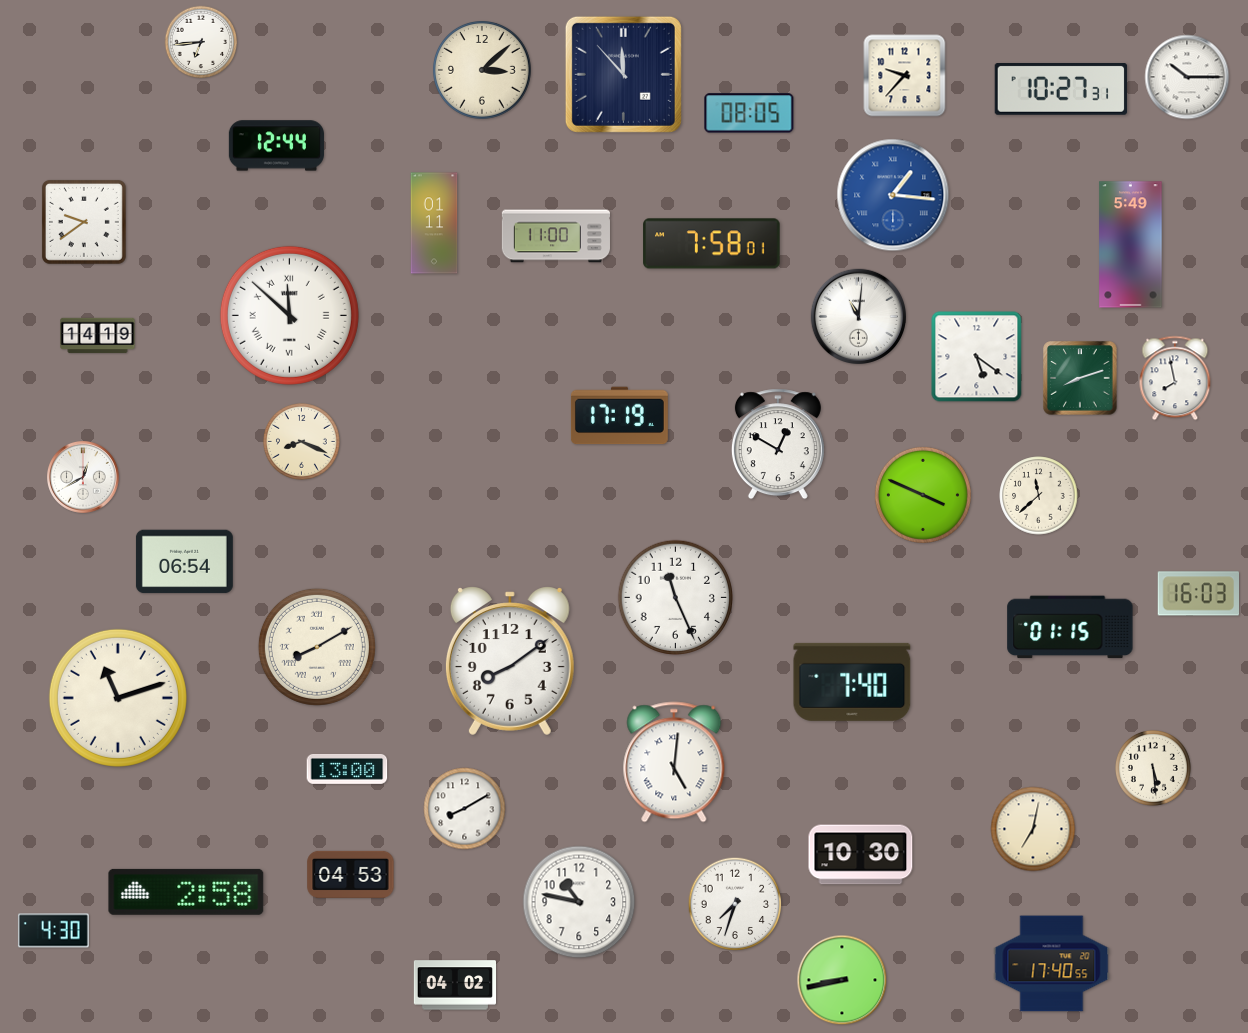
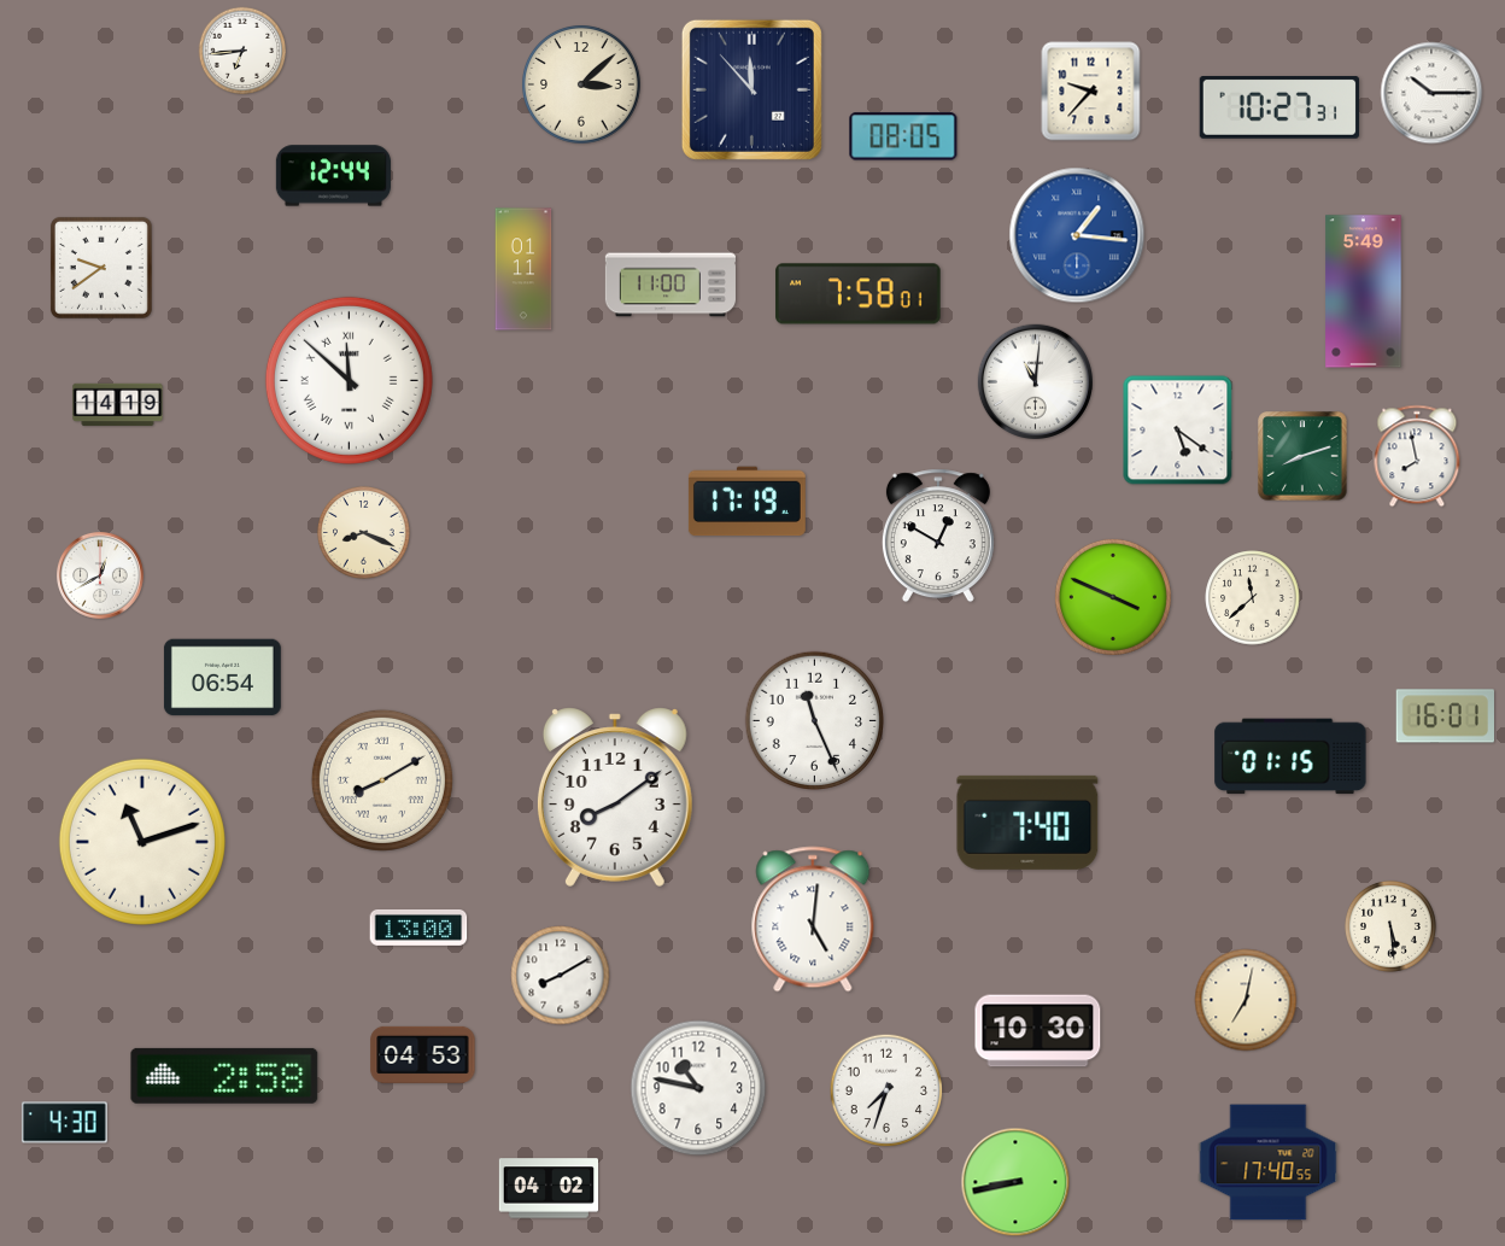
clock at (1131, 245) position: (1131, 245) -> (1364, 292)
clock at (1199, 594): 16:03 -> 16:01
